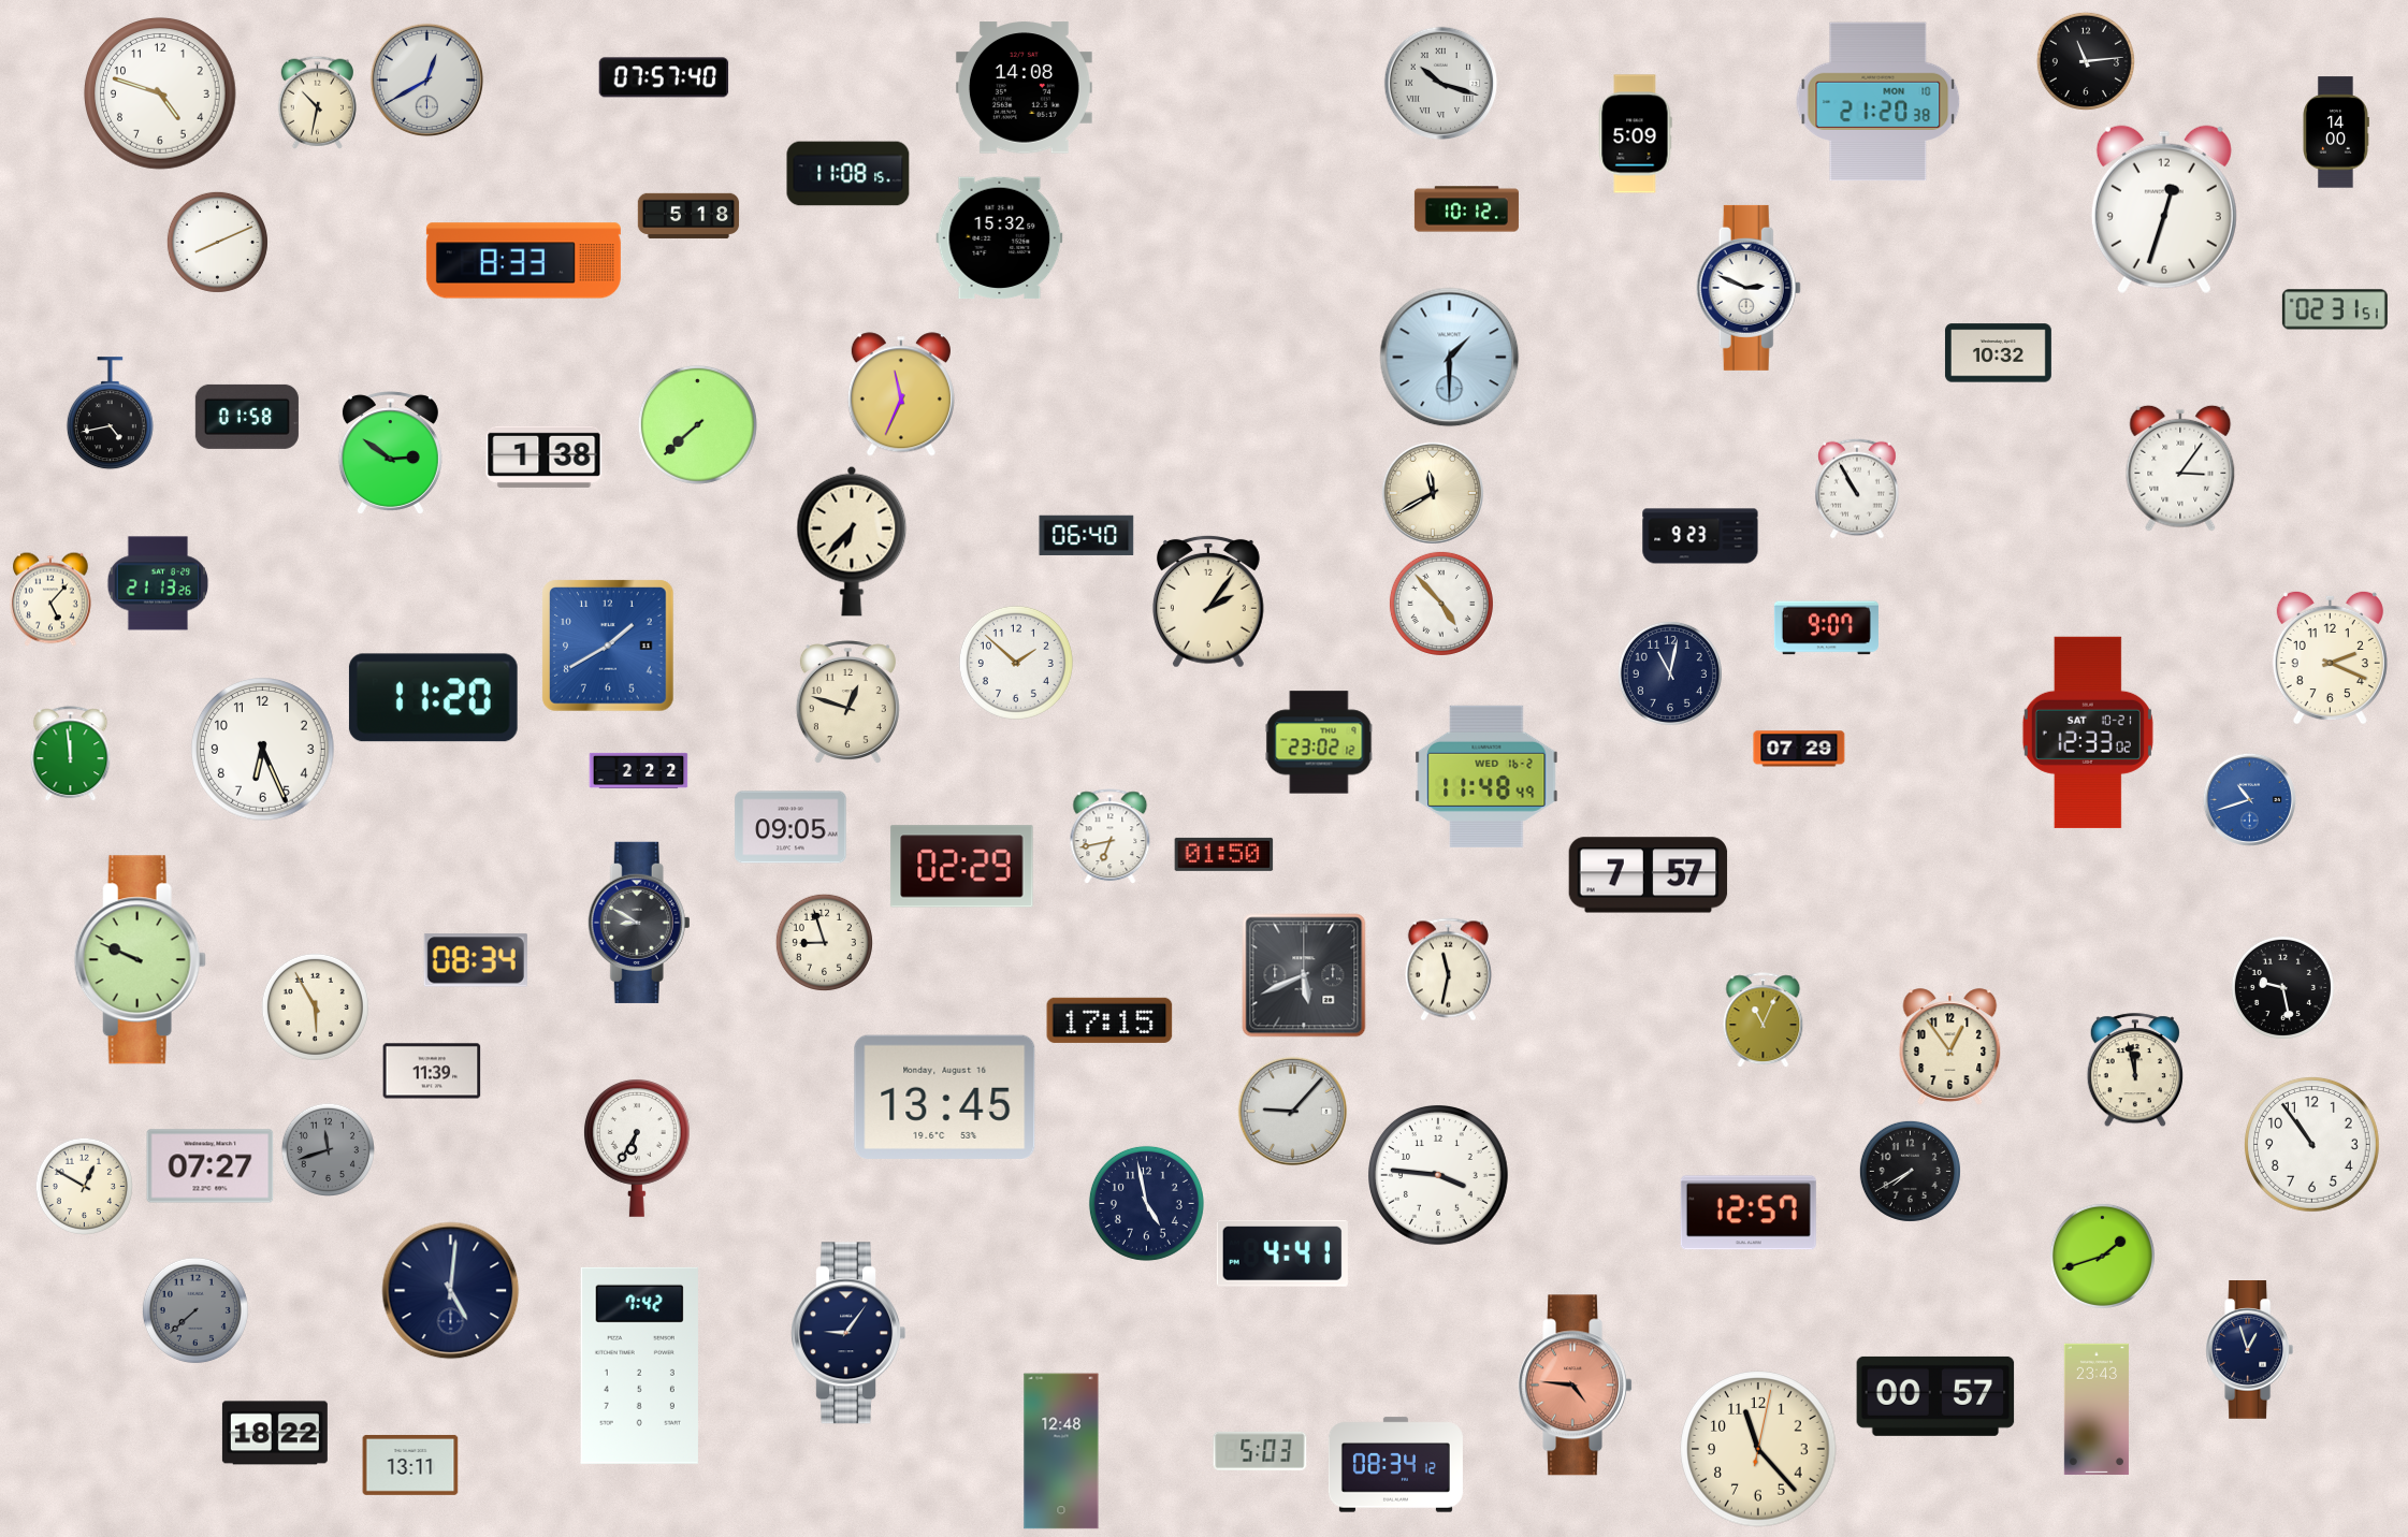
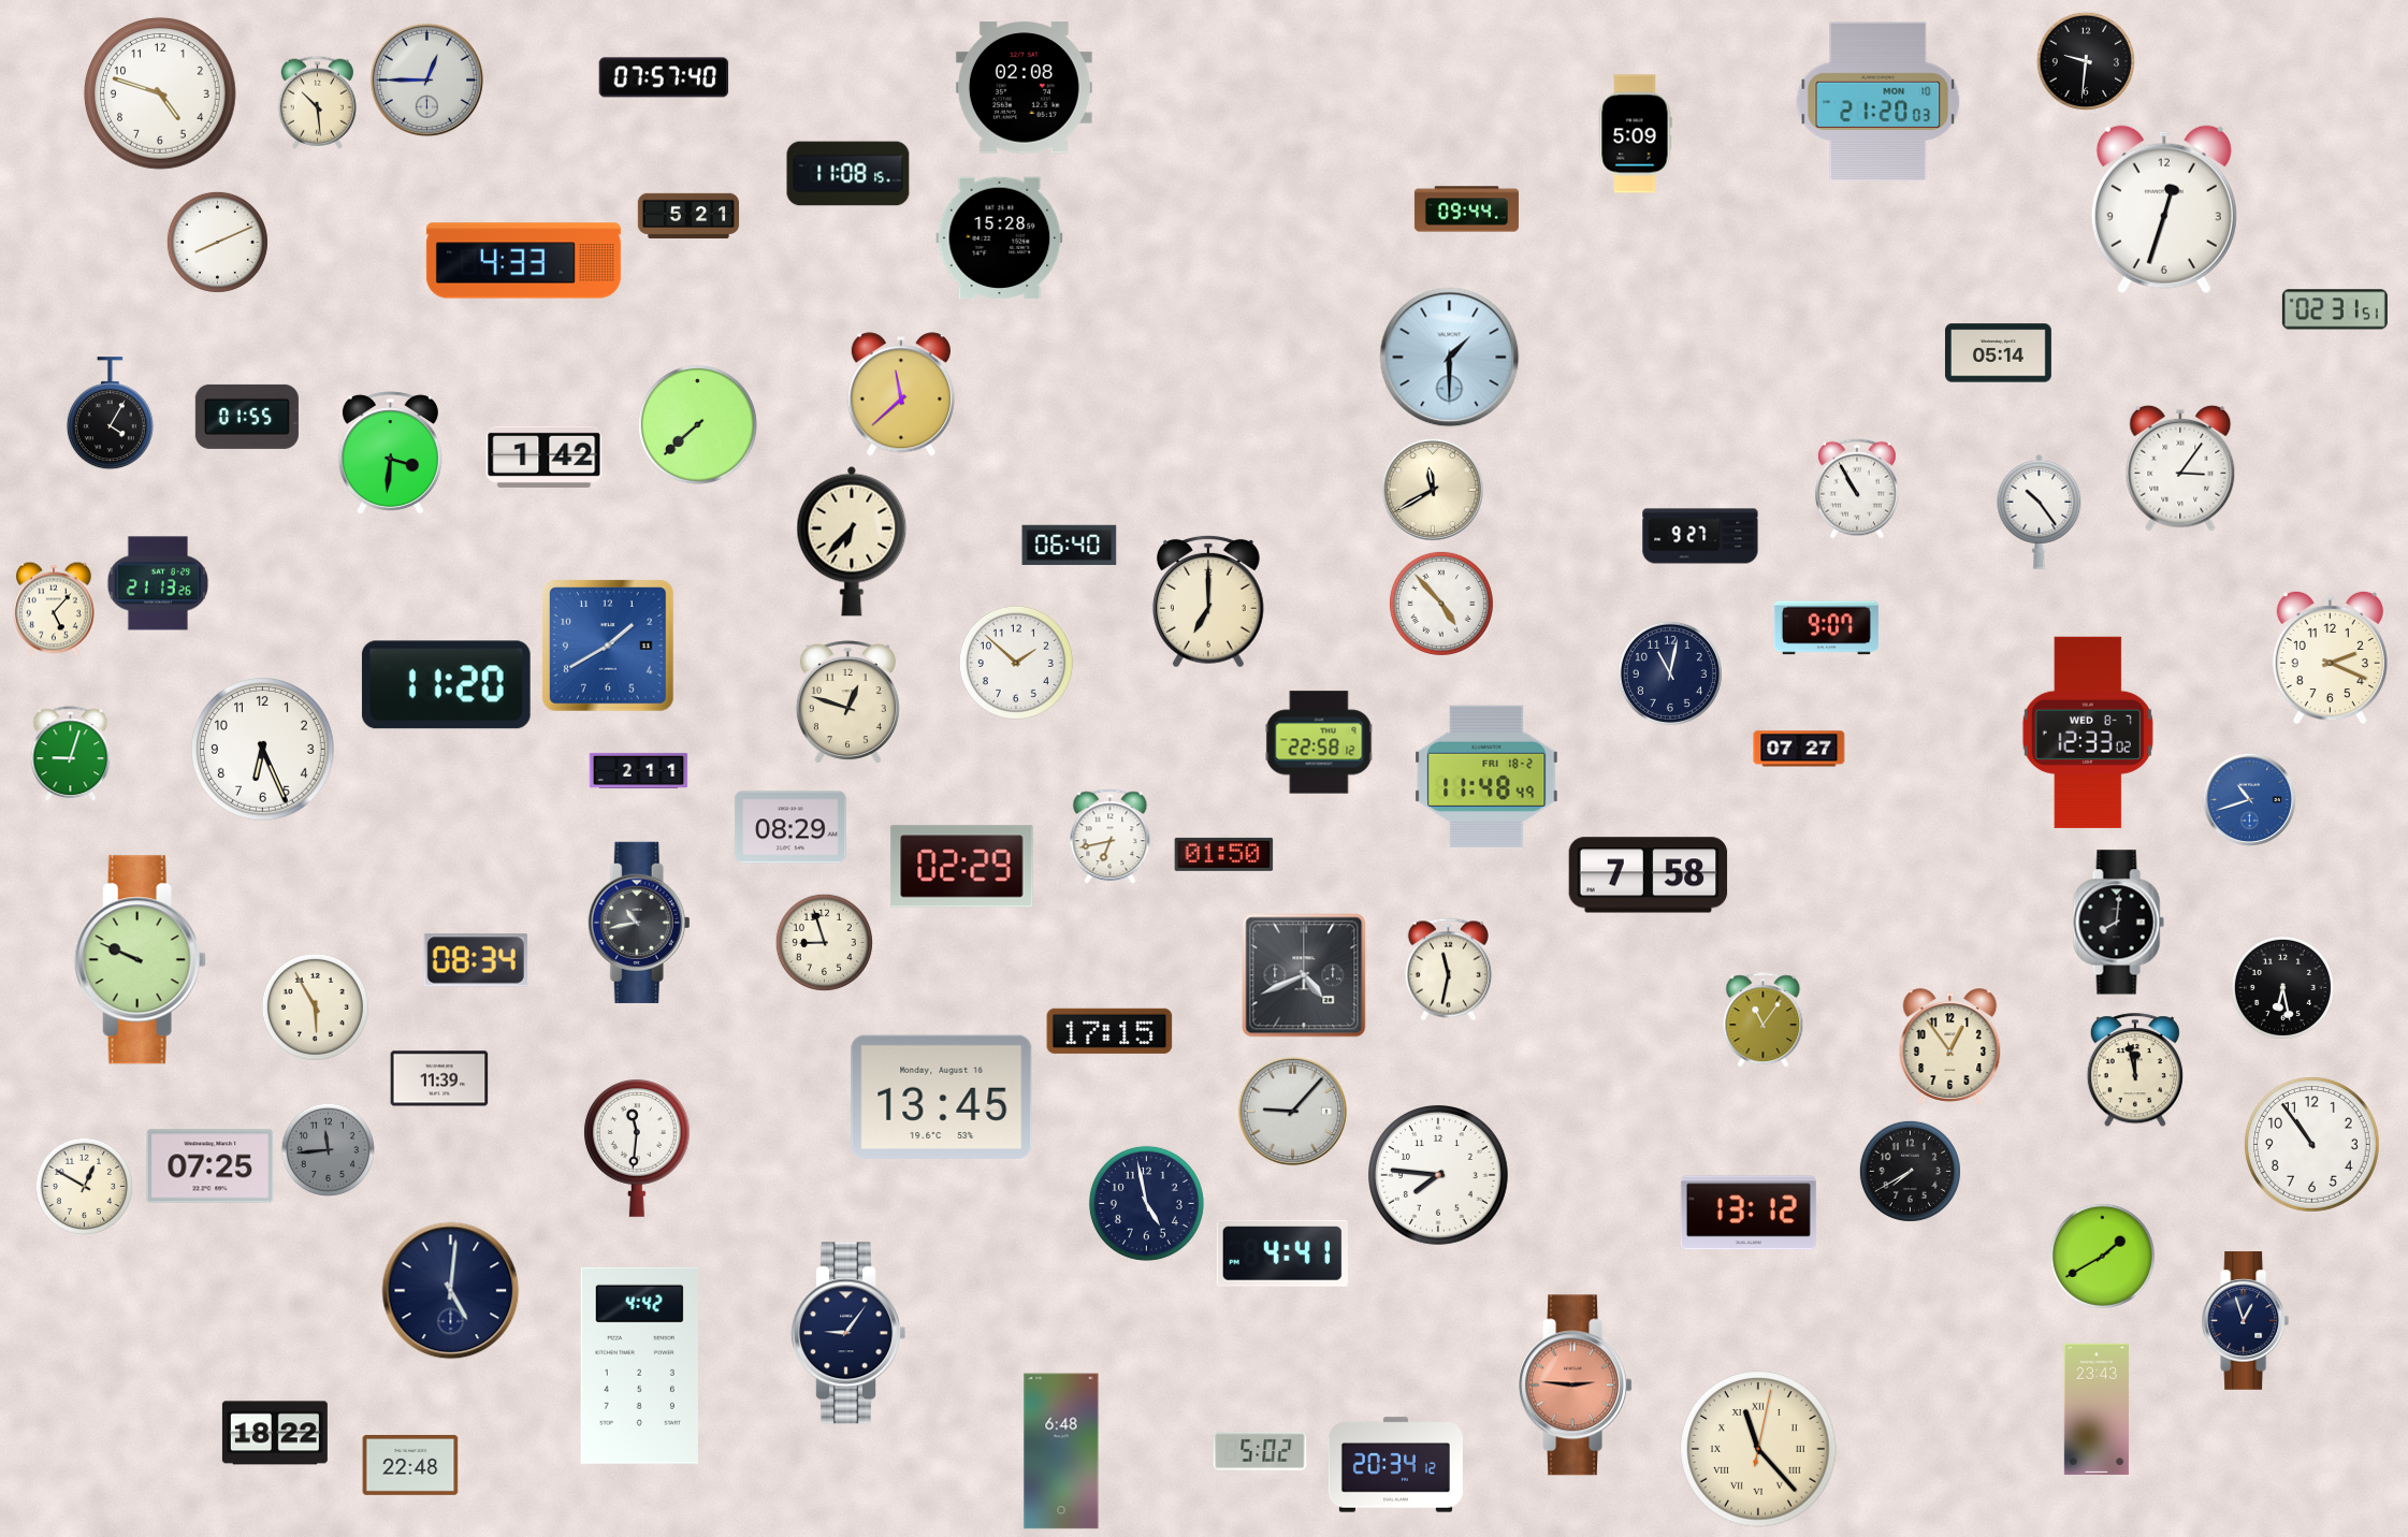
clock at (2086, 61): 11:14 -> 9:31
clock at (427, 81): 12:40 -> 12:45
clock at (1441, 84): 10:18 -> none
clock at (1024, 88): 14:08 -> 02:08
clock at (317, 102): 10:32 -> 10:29
clock at (1878, 102): 21:20:38 -> 21:20:03
clock at (2336, 132): 14:00 -> none
clock at (1466, 209): 10:12 -> 09:44
clock at (688, 216): 5:18 -> 5:21
clock at (1000, 238): 15:32 -> 15:28
clock at (523, 261): 8:33 -> 4:33
clock at (1749, 288): 2:49 -> none
clock at (1998, 353): 10:32 -> 05:14
clock at (901, 394): 11:34 -> 11:38
clock at (110, 414): 4:43 -> 4:05
clock at (247, 417): 01:58 -> 01:55
clock at (390, 452): 2:51 -> 3:31
clock at (545, 456): 1:38 -> 1:42
clock at (1432, 492) position: (1432, 492) -> (1432, 489)
clock at (2040, 511): none -> 10:24
clock at (1087, 535) position: (1087, 535) -> (1070, 545)
clock at (1700, 536): 9:23 -> 9:27
clock at (50, 599) position: (50, 599) -> (54, 609)
clock at (1208, 601): 2:06 -> 7:00
clock at (433, 698) position: (433, 698) -> (446, 685)
clock at (2088, 733) date: SAT 10-21 -> WED 8-7
clock at (1319, 742): 23:02 -> 22:58
clock at (1799, 749): 07:29 -> 07:27
clock at (71, 754): 11:59 -> 9:03
clock at (639, 770): 2:22 -> 2:11
clock at (1486, 777) date: WED 16-2 -> FRI 18-2
clock at (790, 827): 09:05 -> 08:29
clock at (1649, 875): 7:57 -> 7:58
clock at (639, 923): 8:50 -> 10:43
clock at (2118, 923): none -> 8:01
clock at (1304, 975): 5:41 -> 4:41
clock at (2282, 987): 9:28 -> 6:28
clock at (1109, 1020) position: (1109, 1020) -> (1109, 1031)
clock at (1764, 1020): 11:04 -> 11:06
clock at (432, 1071) position: (432, 1071) -> (439, 1078)
clock at (945, 1097) position: (945, 1097) -> (942, 1097)
clock at (637, 1148): 6:35 -> 11:31
clock at (328, 1149): 11:42 -> 11:44
clock at (211, 1166): 07:27 -> 07:25
clock at (1439, 1176): 3:46 -> 7:46
clock at (1749, 1213): 12:57 -> 13:12
clock at (2102, 1256): 1:42 -> 1:40
clock at (195, 1310): 7:38 -> none
clock at (2250, 1350) position: (2250, 1350) -> (2246, 1321)
clock at (639, 1365): 7:42 -> 4:42
clock at (1575, 1386): 4:46 -> 2:46
clock at (1935, 1396): 00:57 -> none
clock at (1758, 1449) numerals: Arabic -> Roman
clock at (1061, 1451): 12:48 -> 6:48
clock at (1260, 1451): 5:03 -> 5:02
clock at (410, 1465): 13:11 -> 22:48
clock at (1395, 1465): 08:34 -> 20:34
